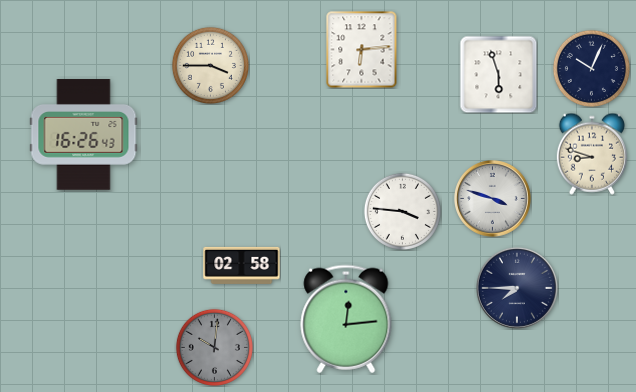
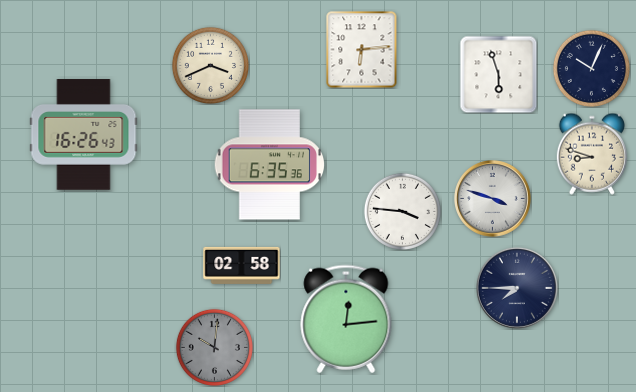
clock at (210, 65): 3:45 -> 3:41
clock at (270, 165): none -> 6:35
